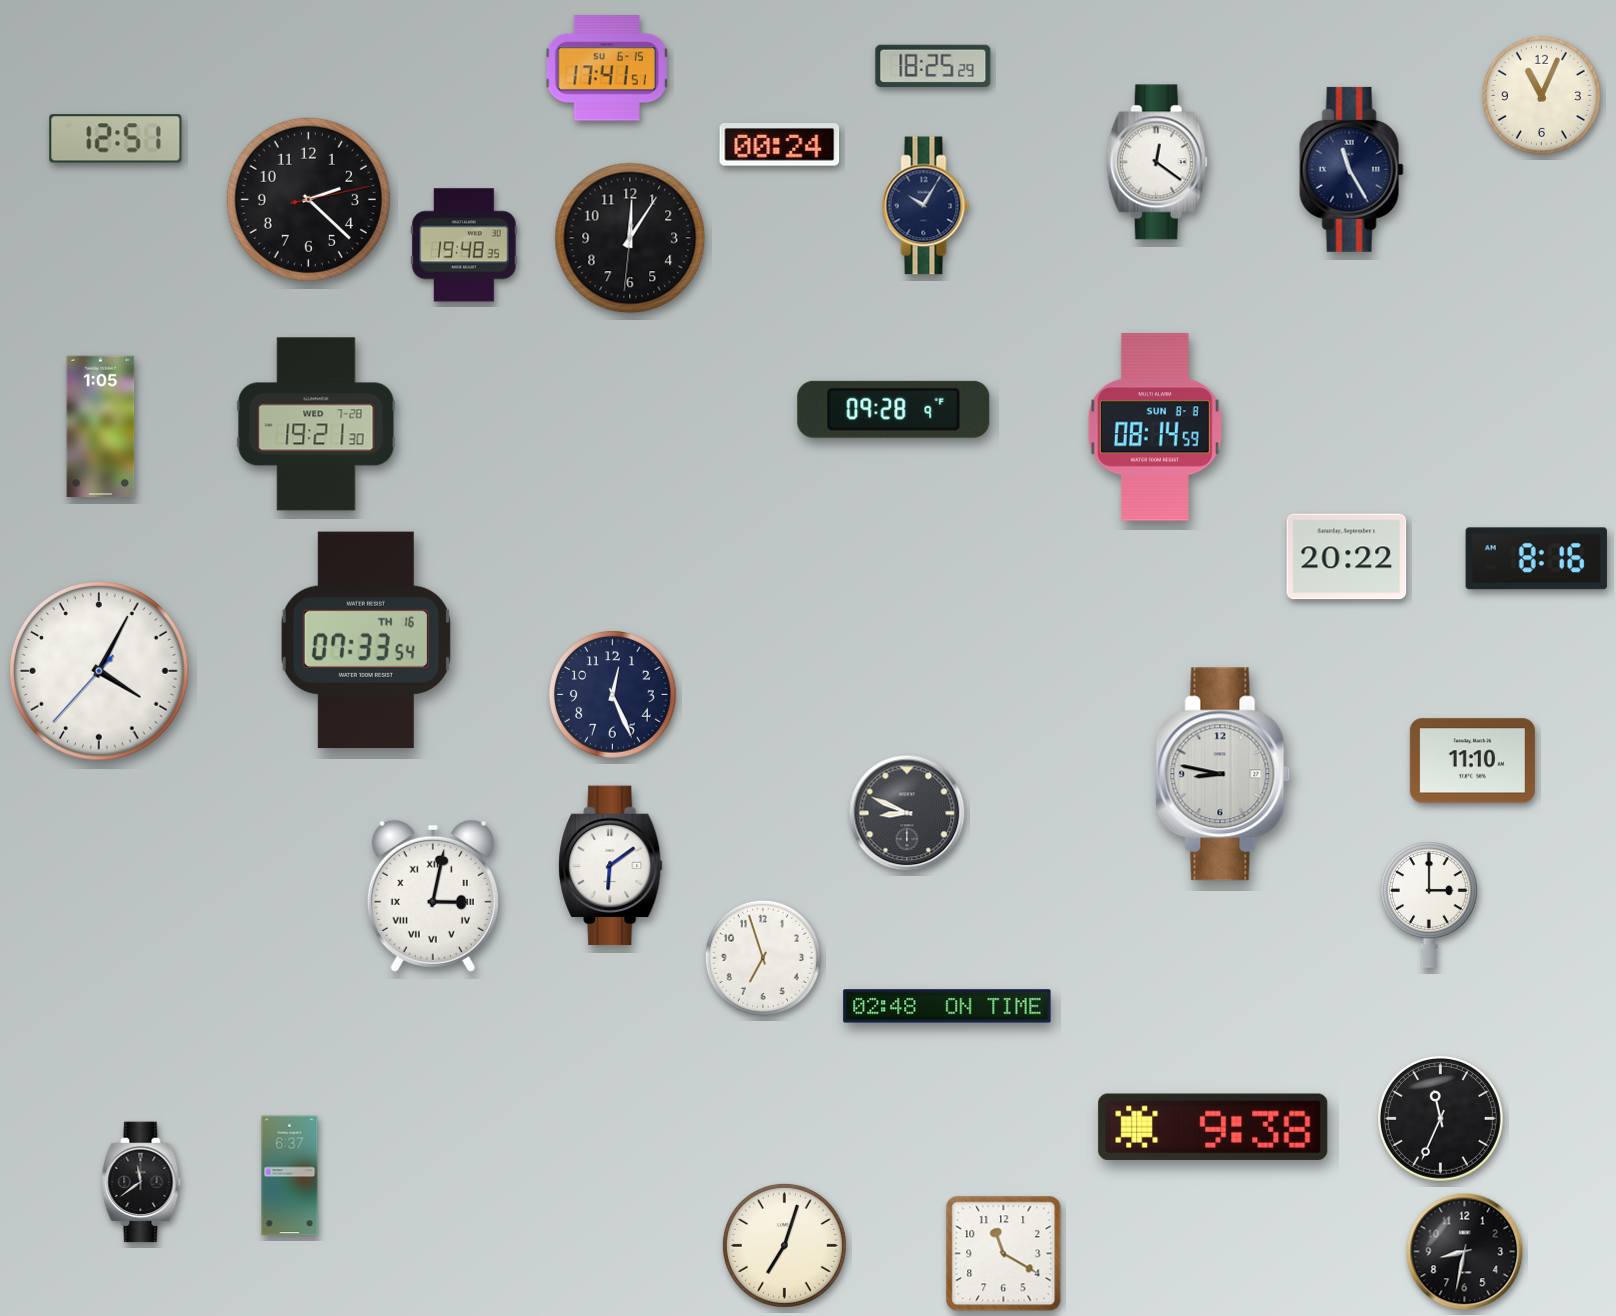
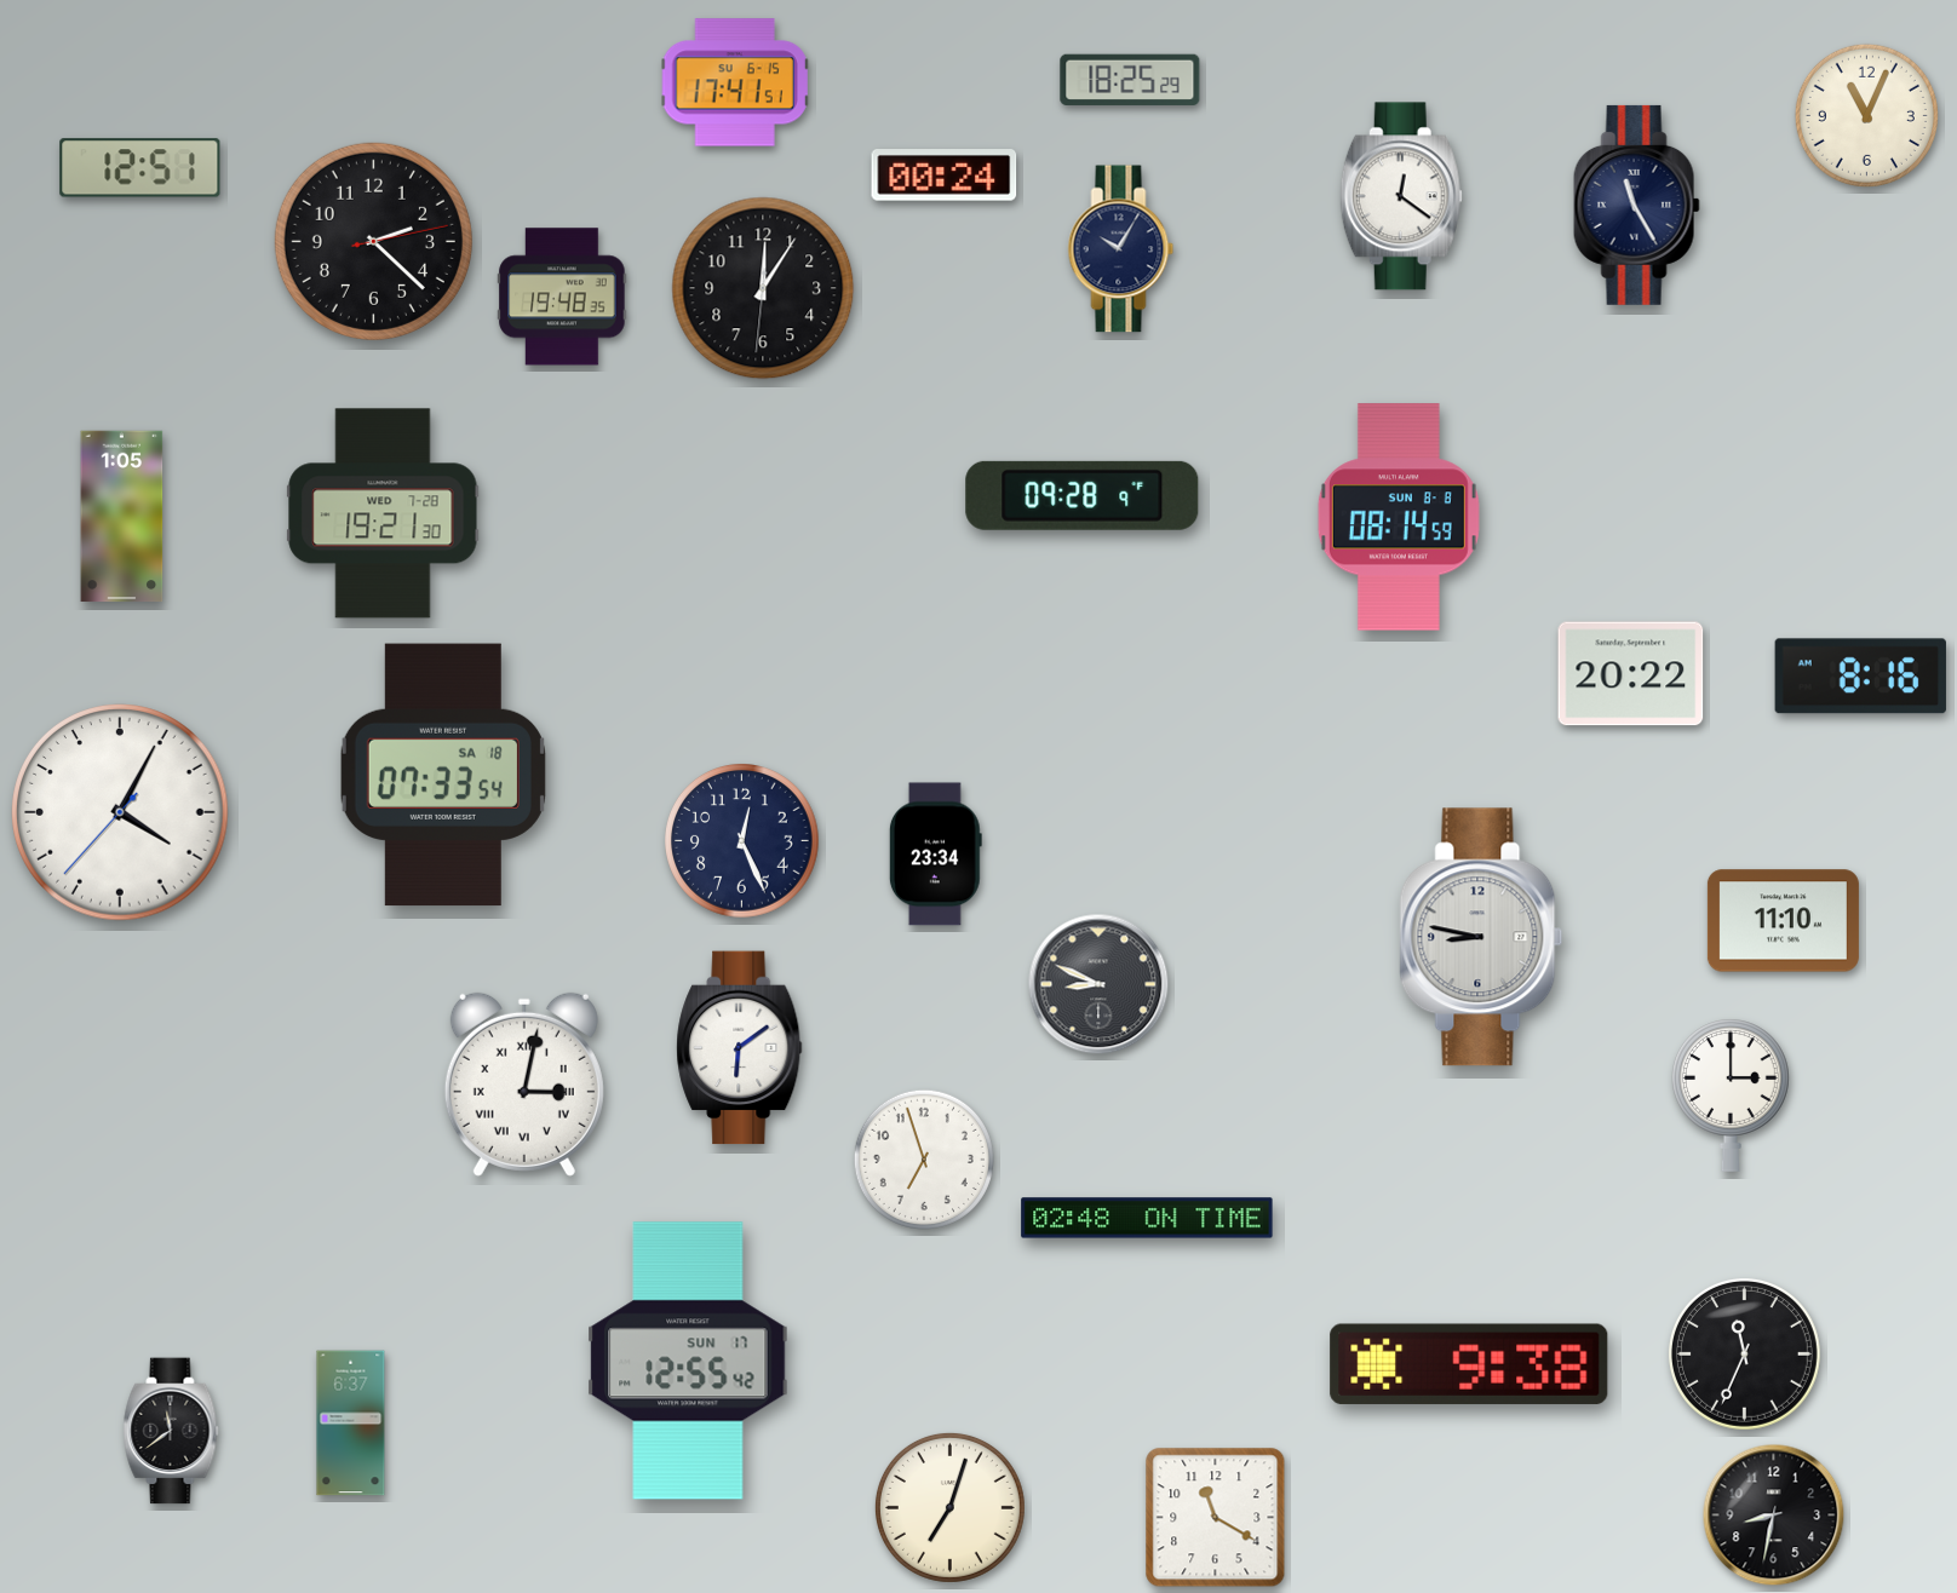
clock at (366, 640) date: TH 16 -> SA 18
clock at (935, 855): none -> 23:34
clock at (688, 1361): none -> 12:55
